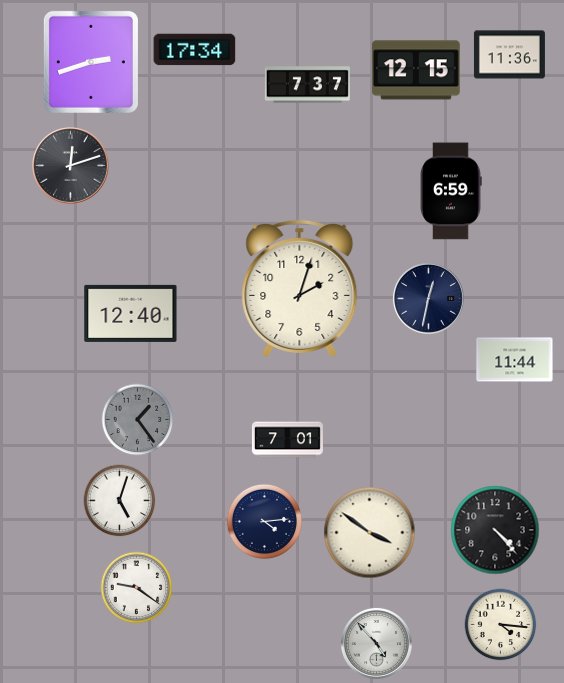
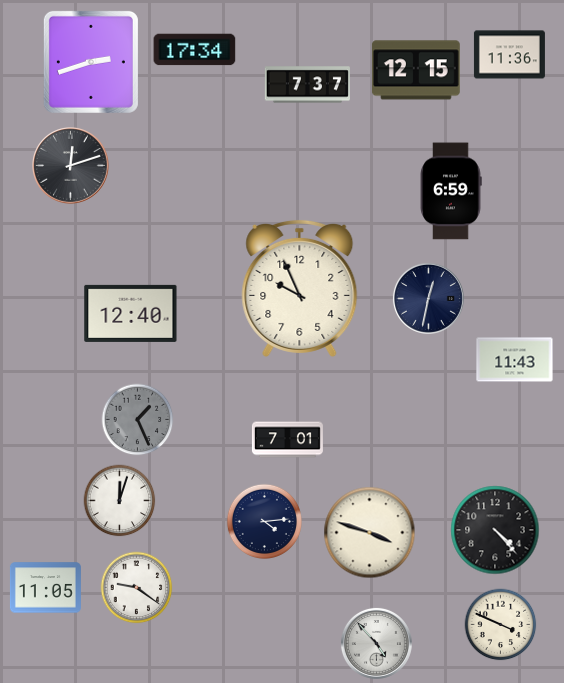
clock at (300, 288): 2:03 -> 9:56
clock at (515, 360): 11:44 -> 11:43
clock at (138, 420): 1:24 -> 1:26
clock at (120, 501): 5:03 -> 12:03
clock at (370, 533): 3:51 -> 3:48
clock at (45, 588): none -> 11:05
clock at (501, 625): 4:16 -> 3:49
